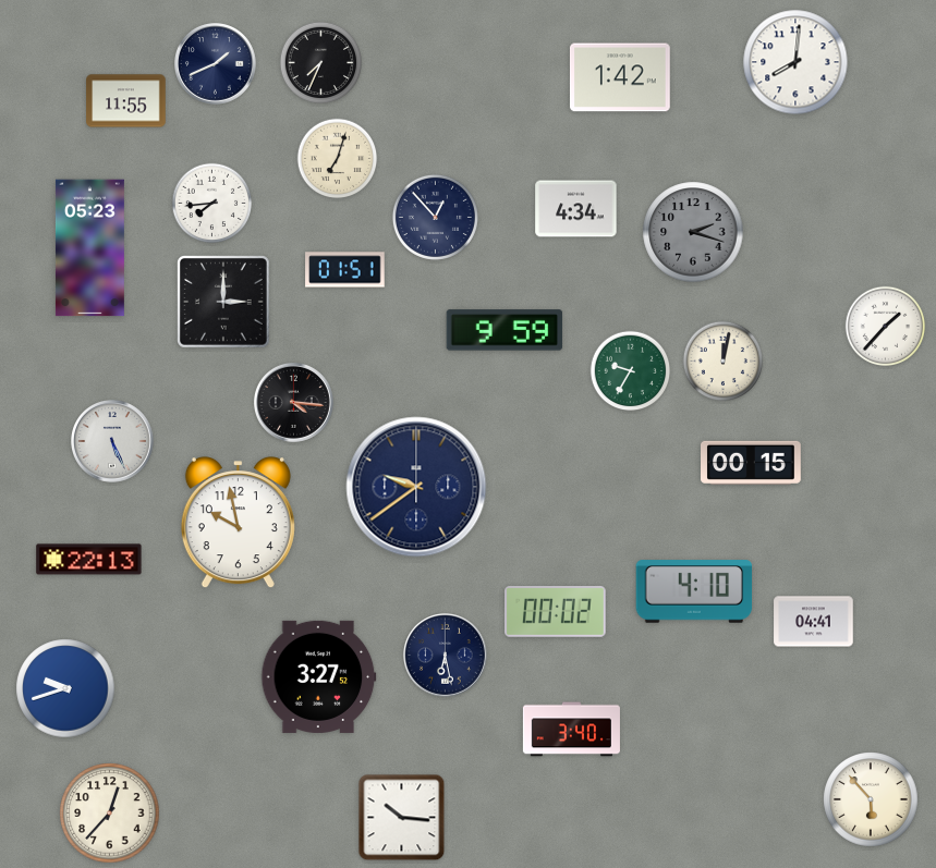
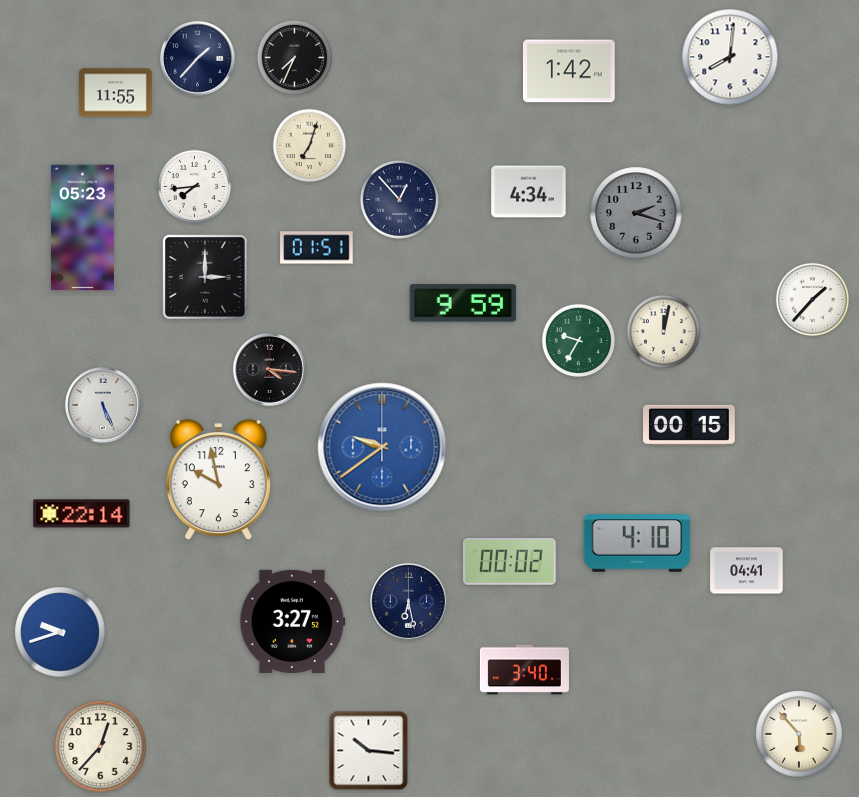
clock at (216, 64): 1:41 -> 1:37
clock at (416, 487) dial: navy -> blue
clock at (89, 560): 22:13 -> 22:14
